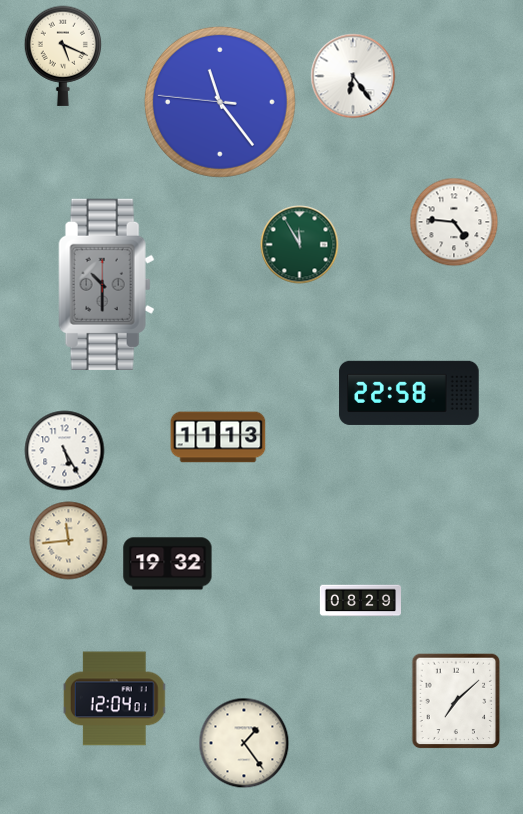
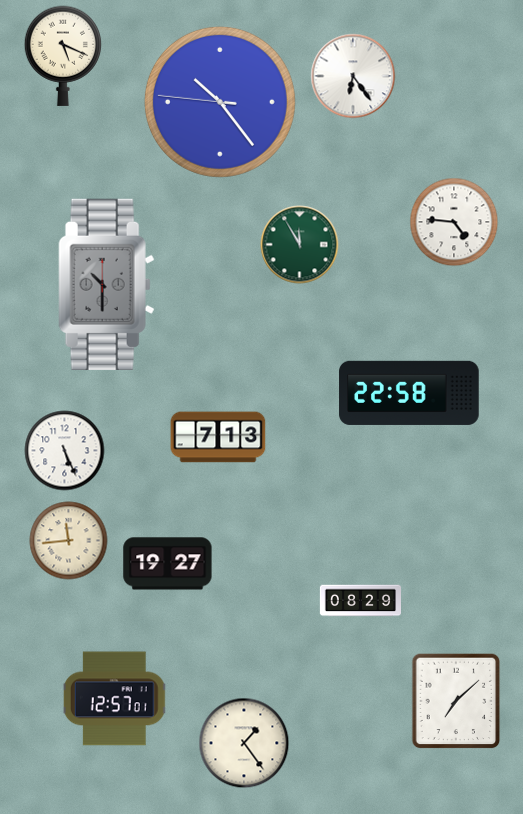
clock at (220, 102): 11:23 -> 10:23
clock at (218, 437): 11:13 -> 7:13
clock at (65, 451): 5:25 -> 5:26
clock at (168, 564): 19:32 -> 19:27
clock at (115, 699): 12:04 -> 12:57
